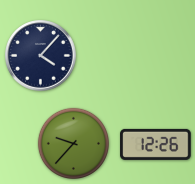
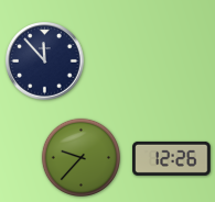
clock at (41, 56): 4:07 -> 11:53
